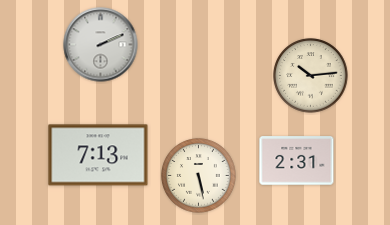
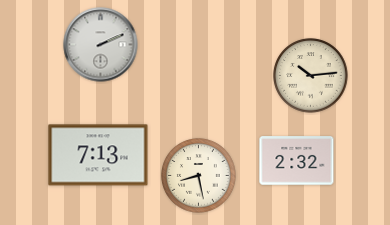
clock at (297, 161): 2:31 -> 2:32
clock at (199, 176): 5:28 -> 8:28
